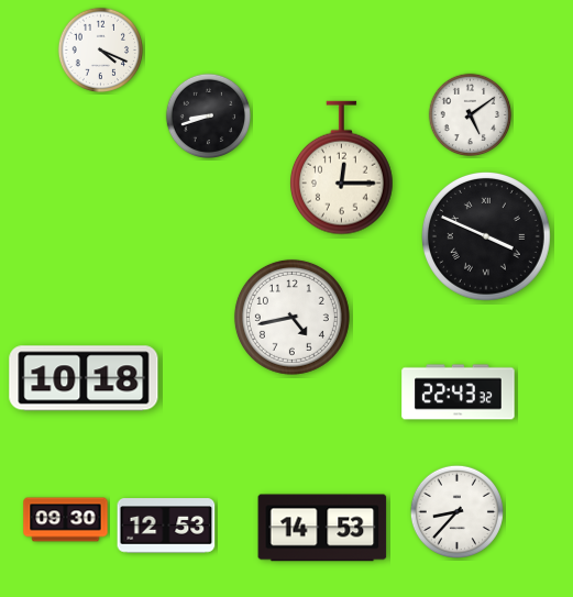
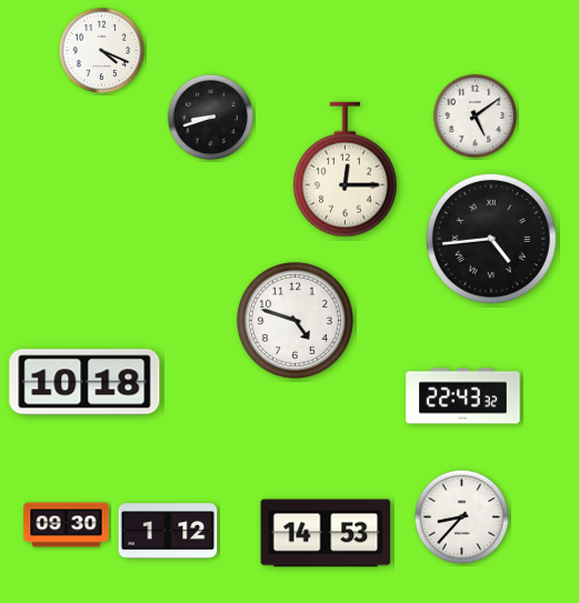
clock at (486, 236): 3:49 -> 4:44
clock at (291, 317): 4:43 -> 4:48
clock at (166, 526): 12:53 -> 1:12
